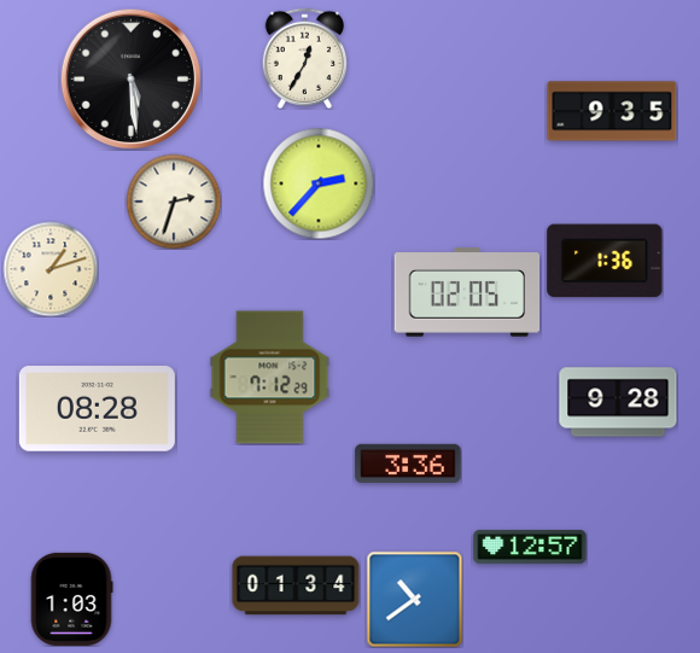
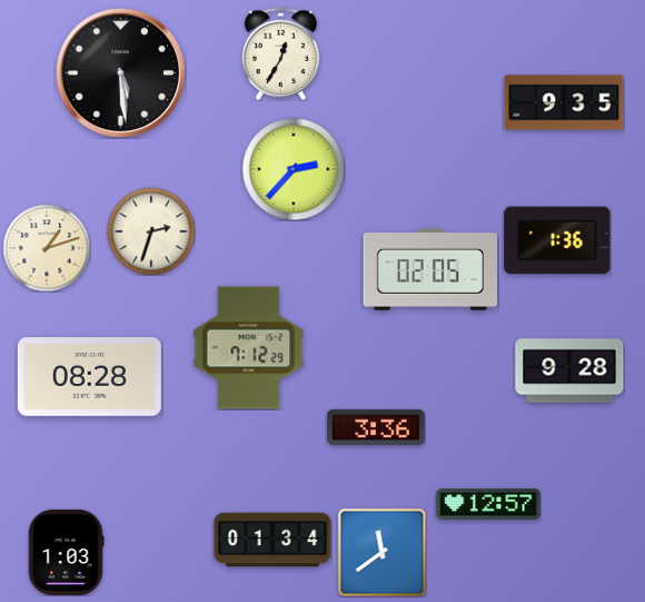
clock at (174, 202) position: (174, 202) -> (151, 231)
clock at (414, 599): 10:39 -> 11:39
